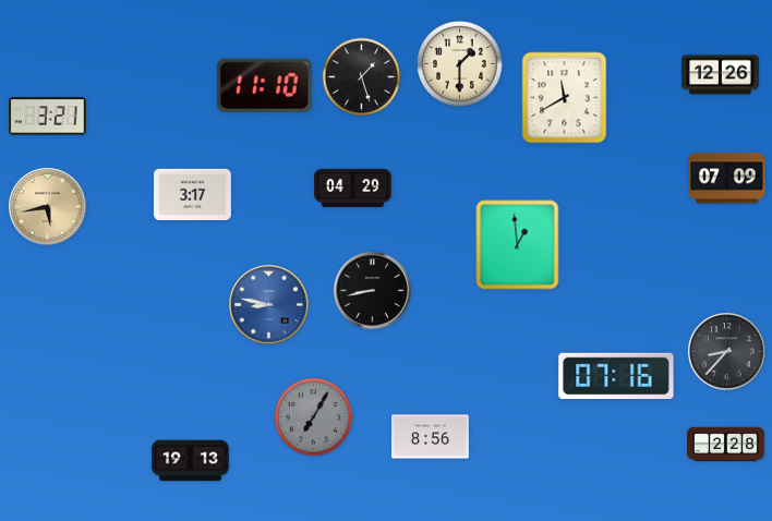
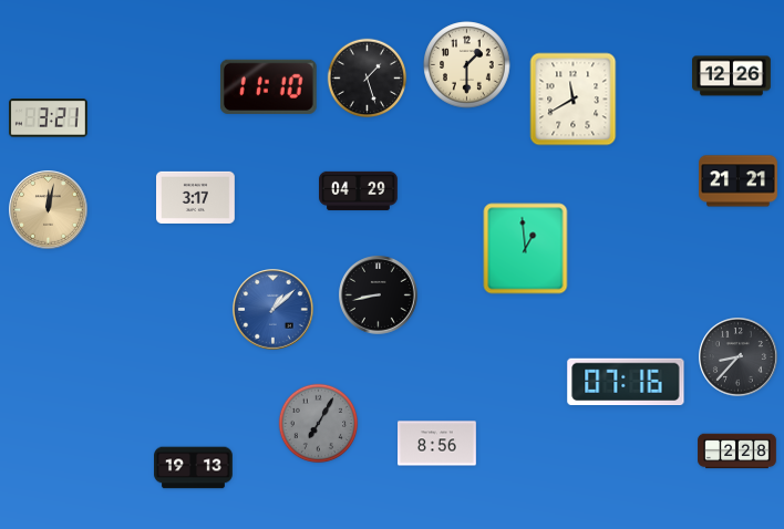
clock at (727, 179): 07:09 -> 21:21
clock at (48, 207): 5:43 -> 12:02
clock at (269, 305): 8:47 -> 1:08
